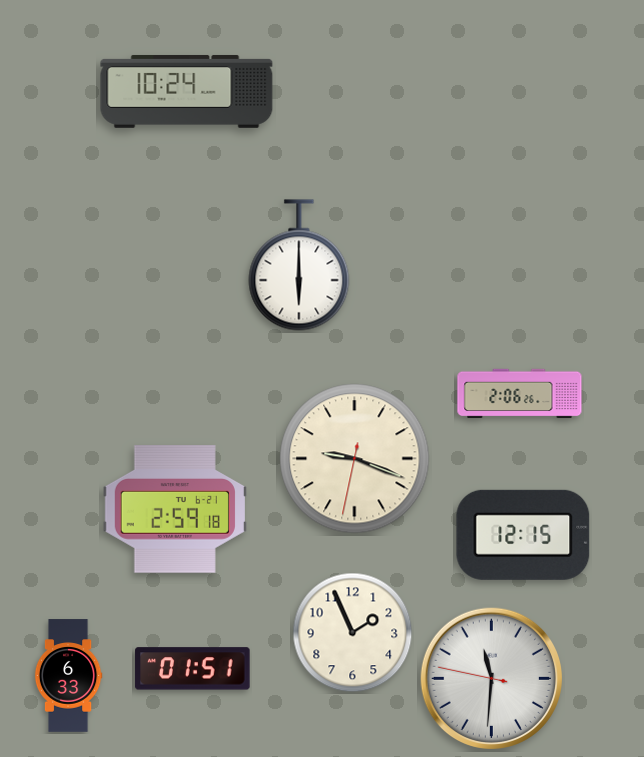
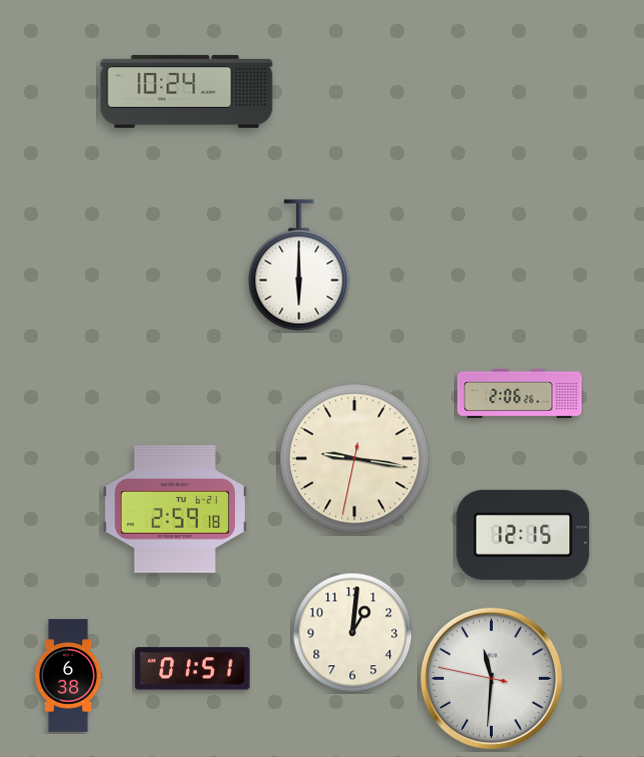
clock at (355, 459): 9:18 -> 9:16
clock at (353, 633): 1:56 -> 1:01
clock at (68, 676): 6:33 -> 6:38
